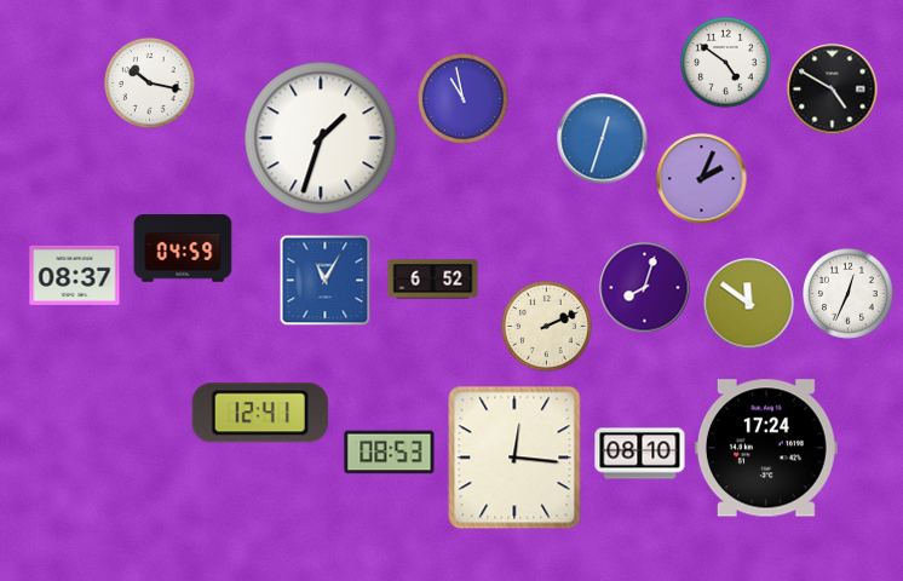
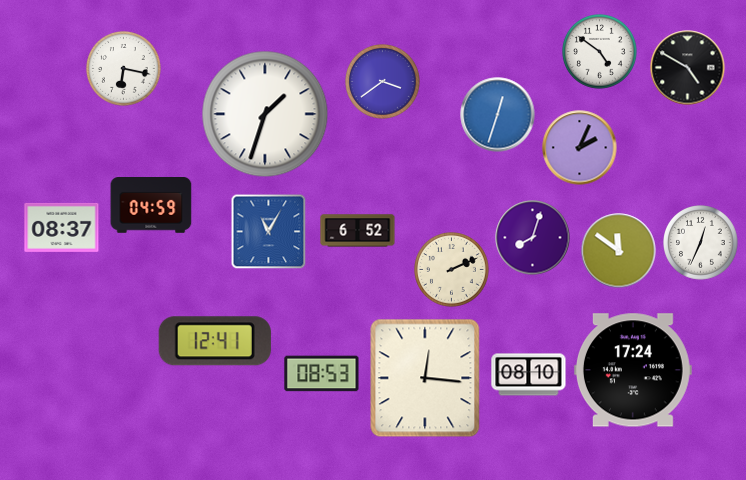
clock at (150, 84): 10:17 -> 6:17
clock at (833, 90) position: (833, 90) -> (688, 68)
clock at (464, 99): 10:58 -> 3:39
